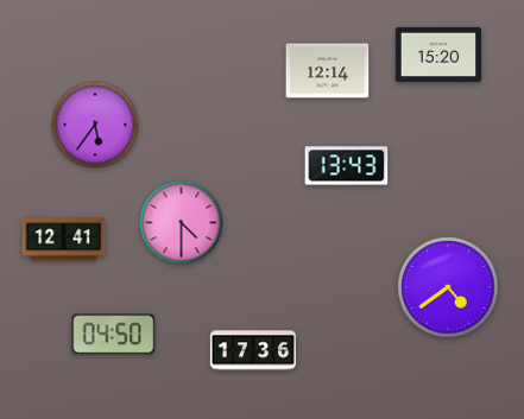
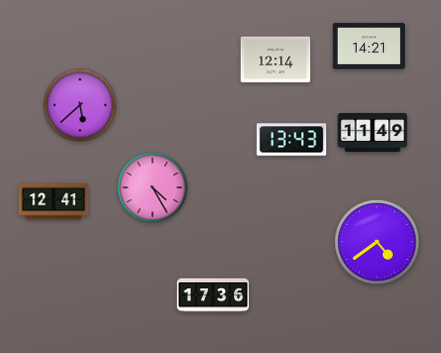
clock at (438, 55): 15:20 -> 14:21
clock at (95, 125): 5:36 -> 5:38
clock at (373, 133): none -> 11:49
clock at (182, 223): 4:30 -> 4:25
clock at (114, 335): 04:50 -> none
